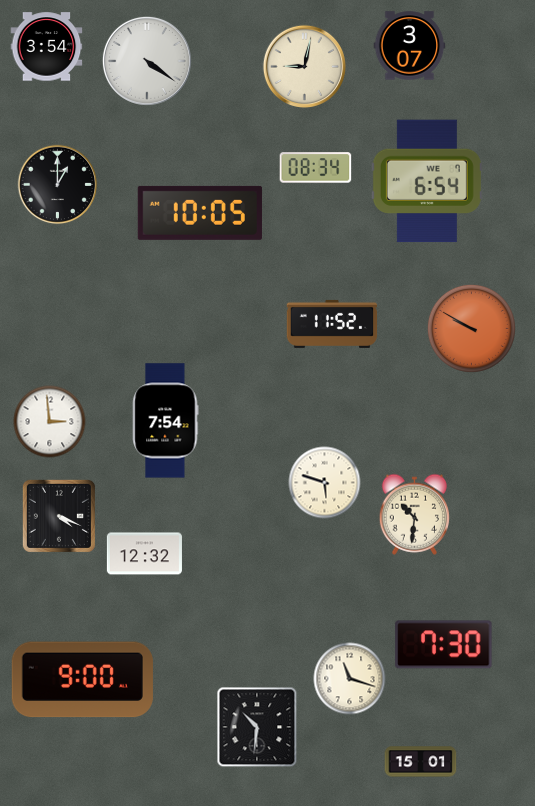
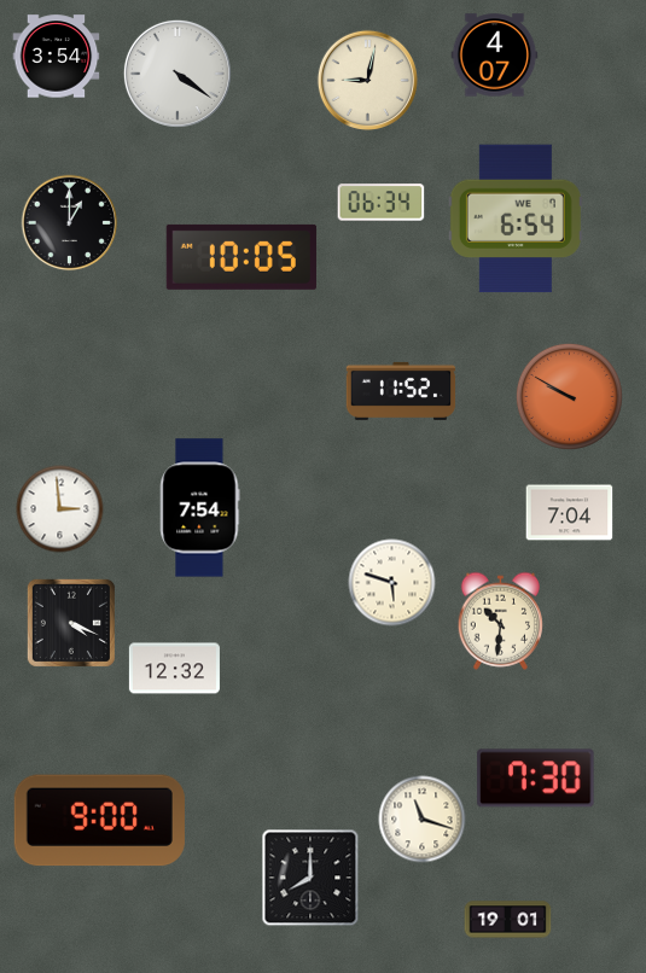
clock at (410, 46): 3:07 -> 4:07
clock at (316, 168): 08:34 -> 06:34
clock at (570, 513): none -> 7:04
clock at (257, 727): 10:31 -> 8:00
clock at (421, 762): 15:01 -> 19:01
